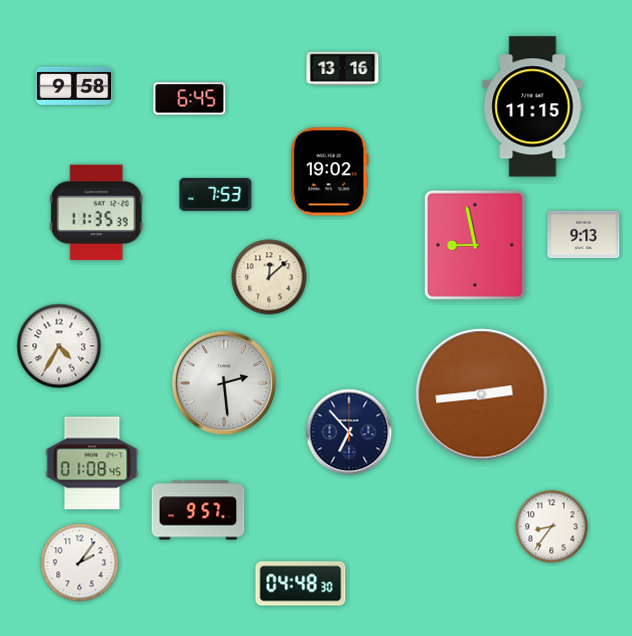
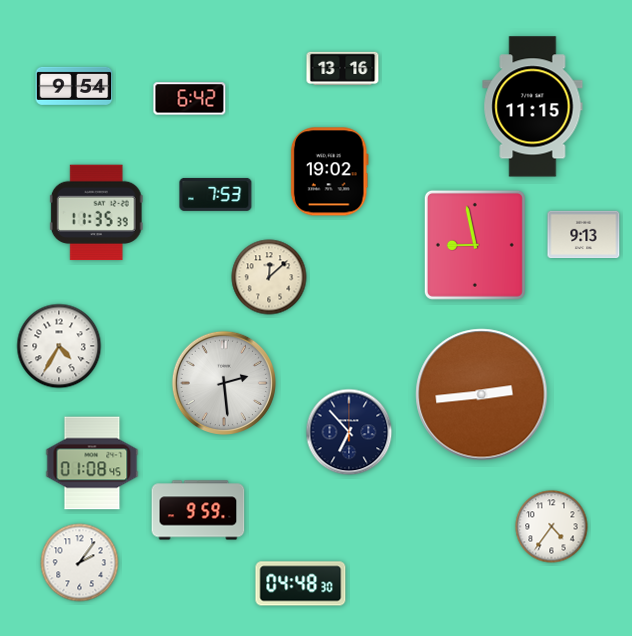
clock at (74, 86): 9:58 -> 9:54
clock at (190, 99): 6:45 -> 6:42
clock at (198, 510): 9:57 -> 9:59
clock at (552, 527): 8:36 -> 4:36
